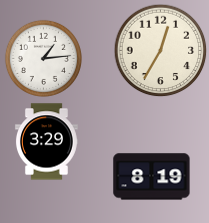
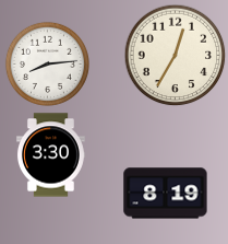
clock at (43, 58): 1:14 -> 8:14
clock at (47, 142): 3:29 -> 3:30
